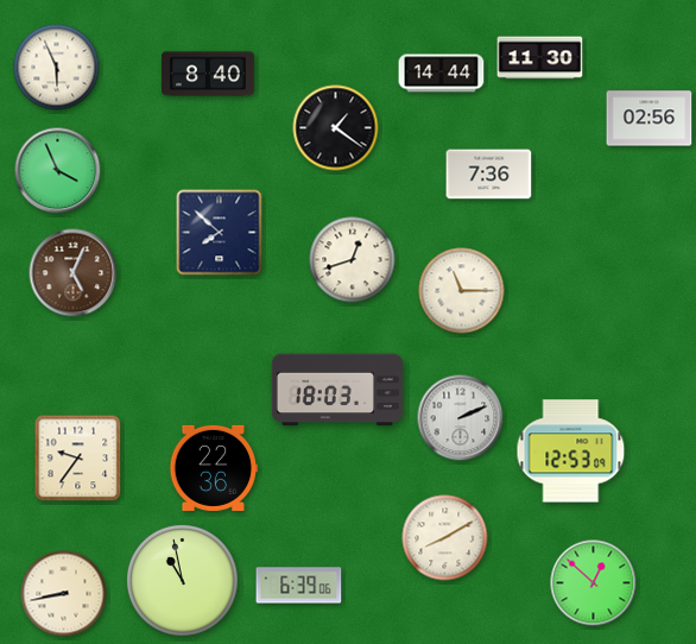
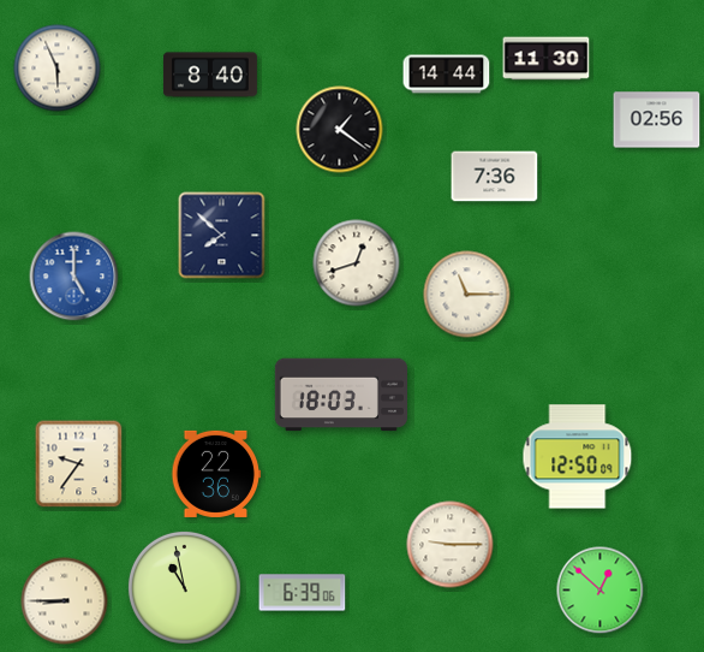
clock at (58, 171): 3:56 -> none
clock at (74, 273): 5:04 -> 5:00
clock at (74, 273) dial: brown -> blue
clock at (461, 418): 2:11 -> none
clock at (571, 452): 12:53 -> 12:50
clock at (445, 538): 8:10 -> 9:15
clock at (64, 594): 8:43 -> 8:45
